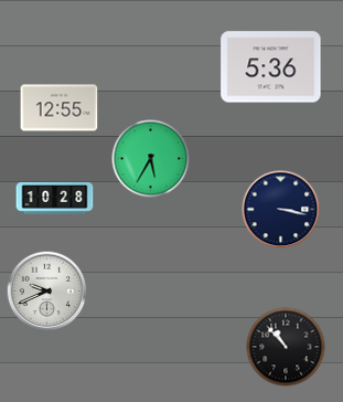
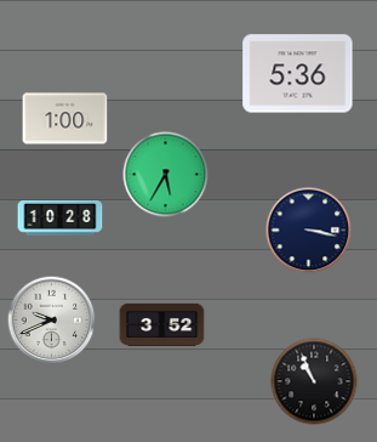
clock at (60, 108): 12:55 -> 1:00
clock at (162, 324): none -> 3:52
clock at (286, 347): 10:53 -> 10:56
